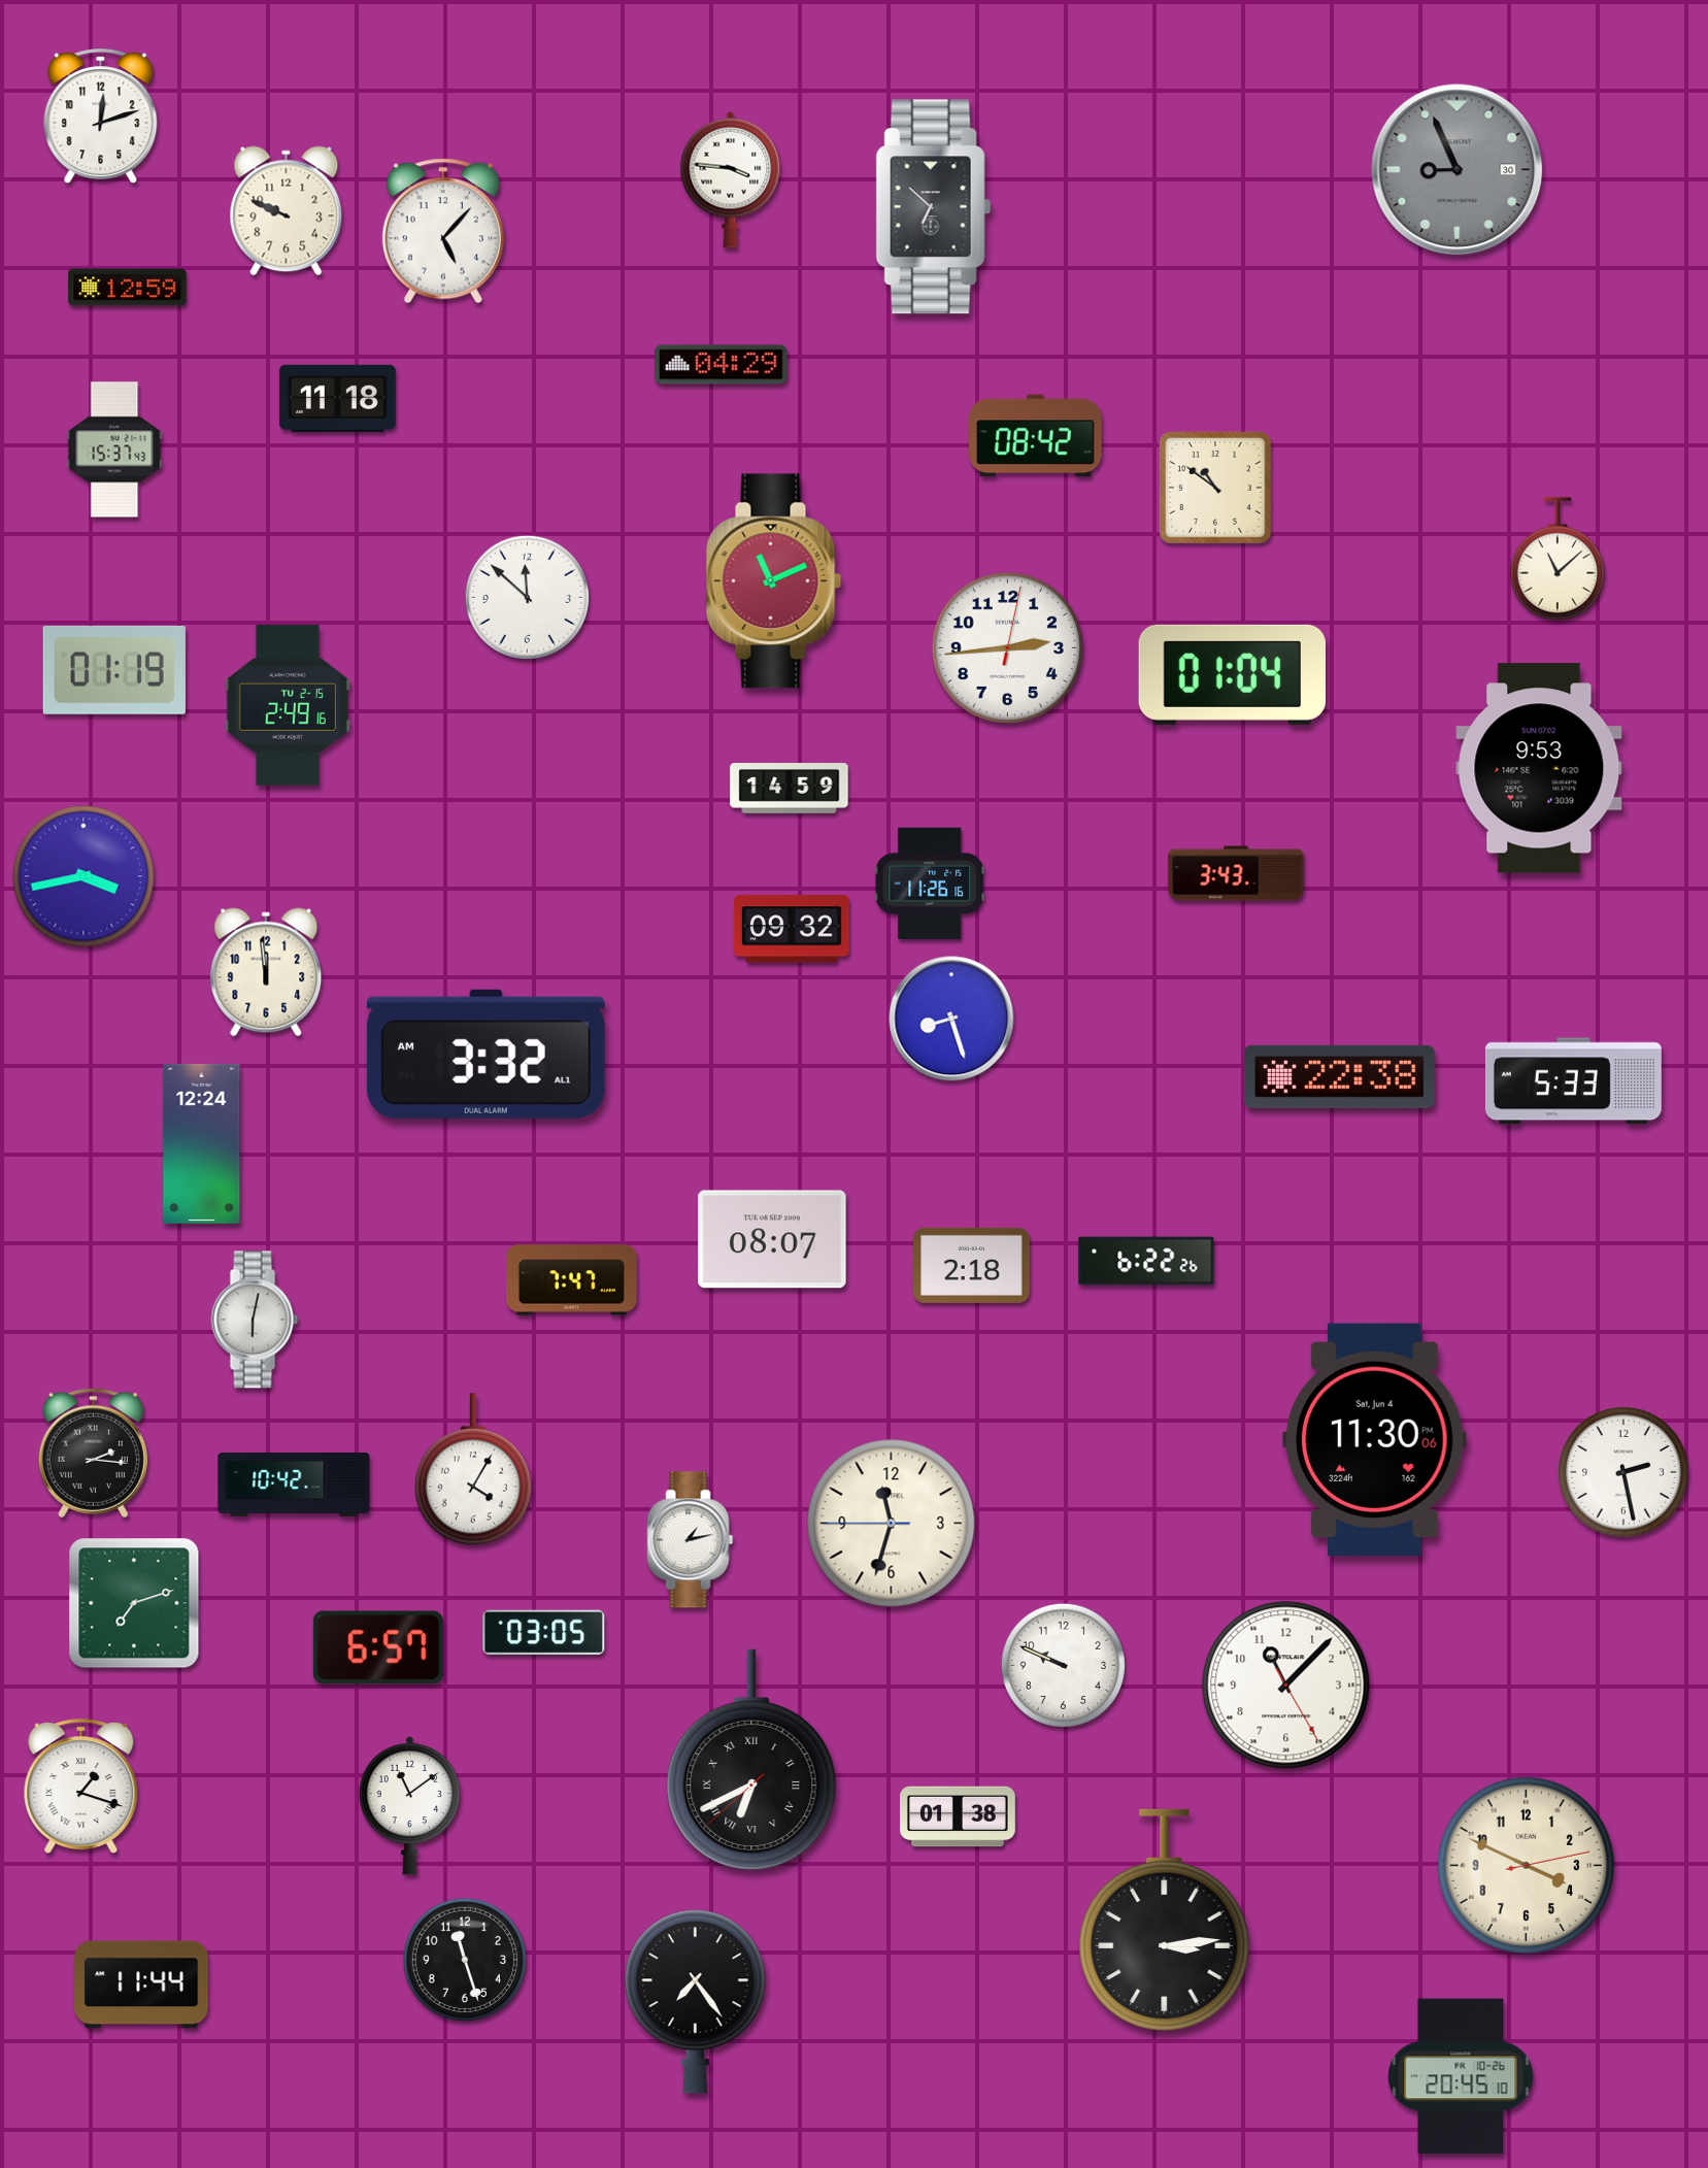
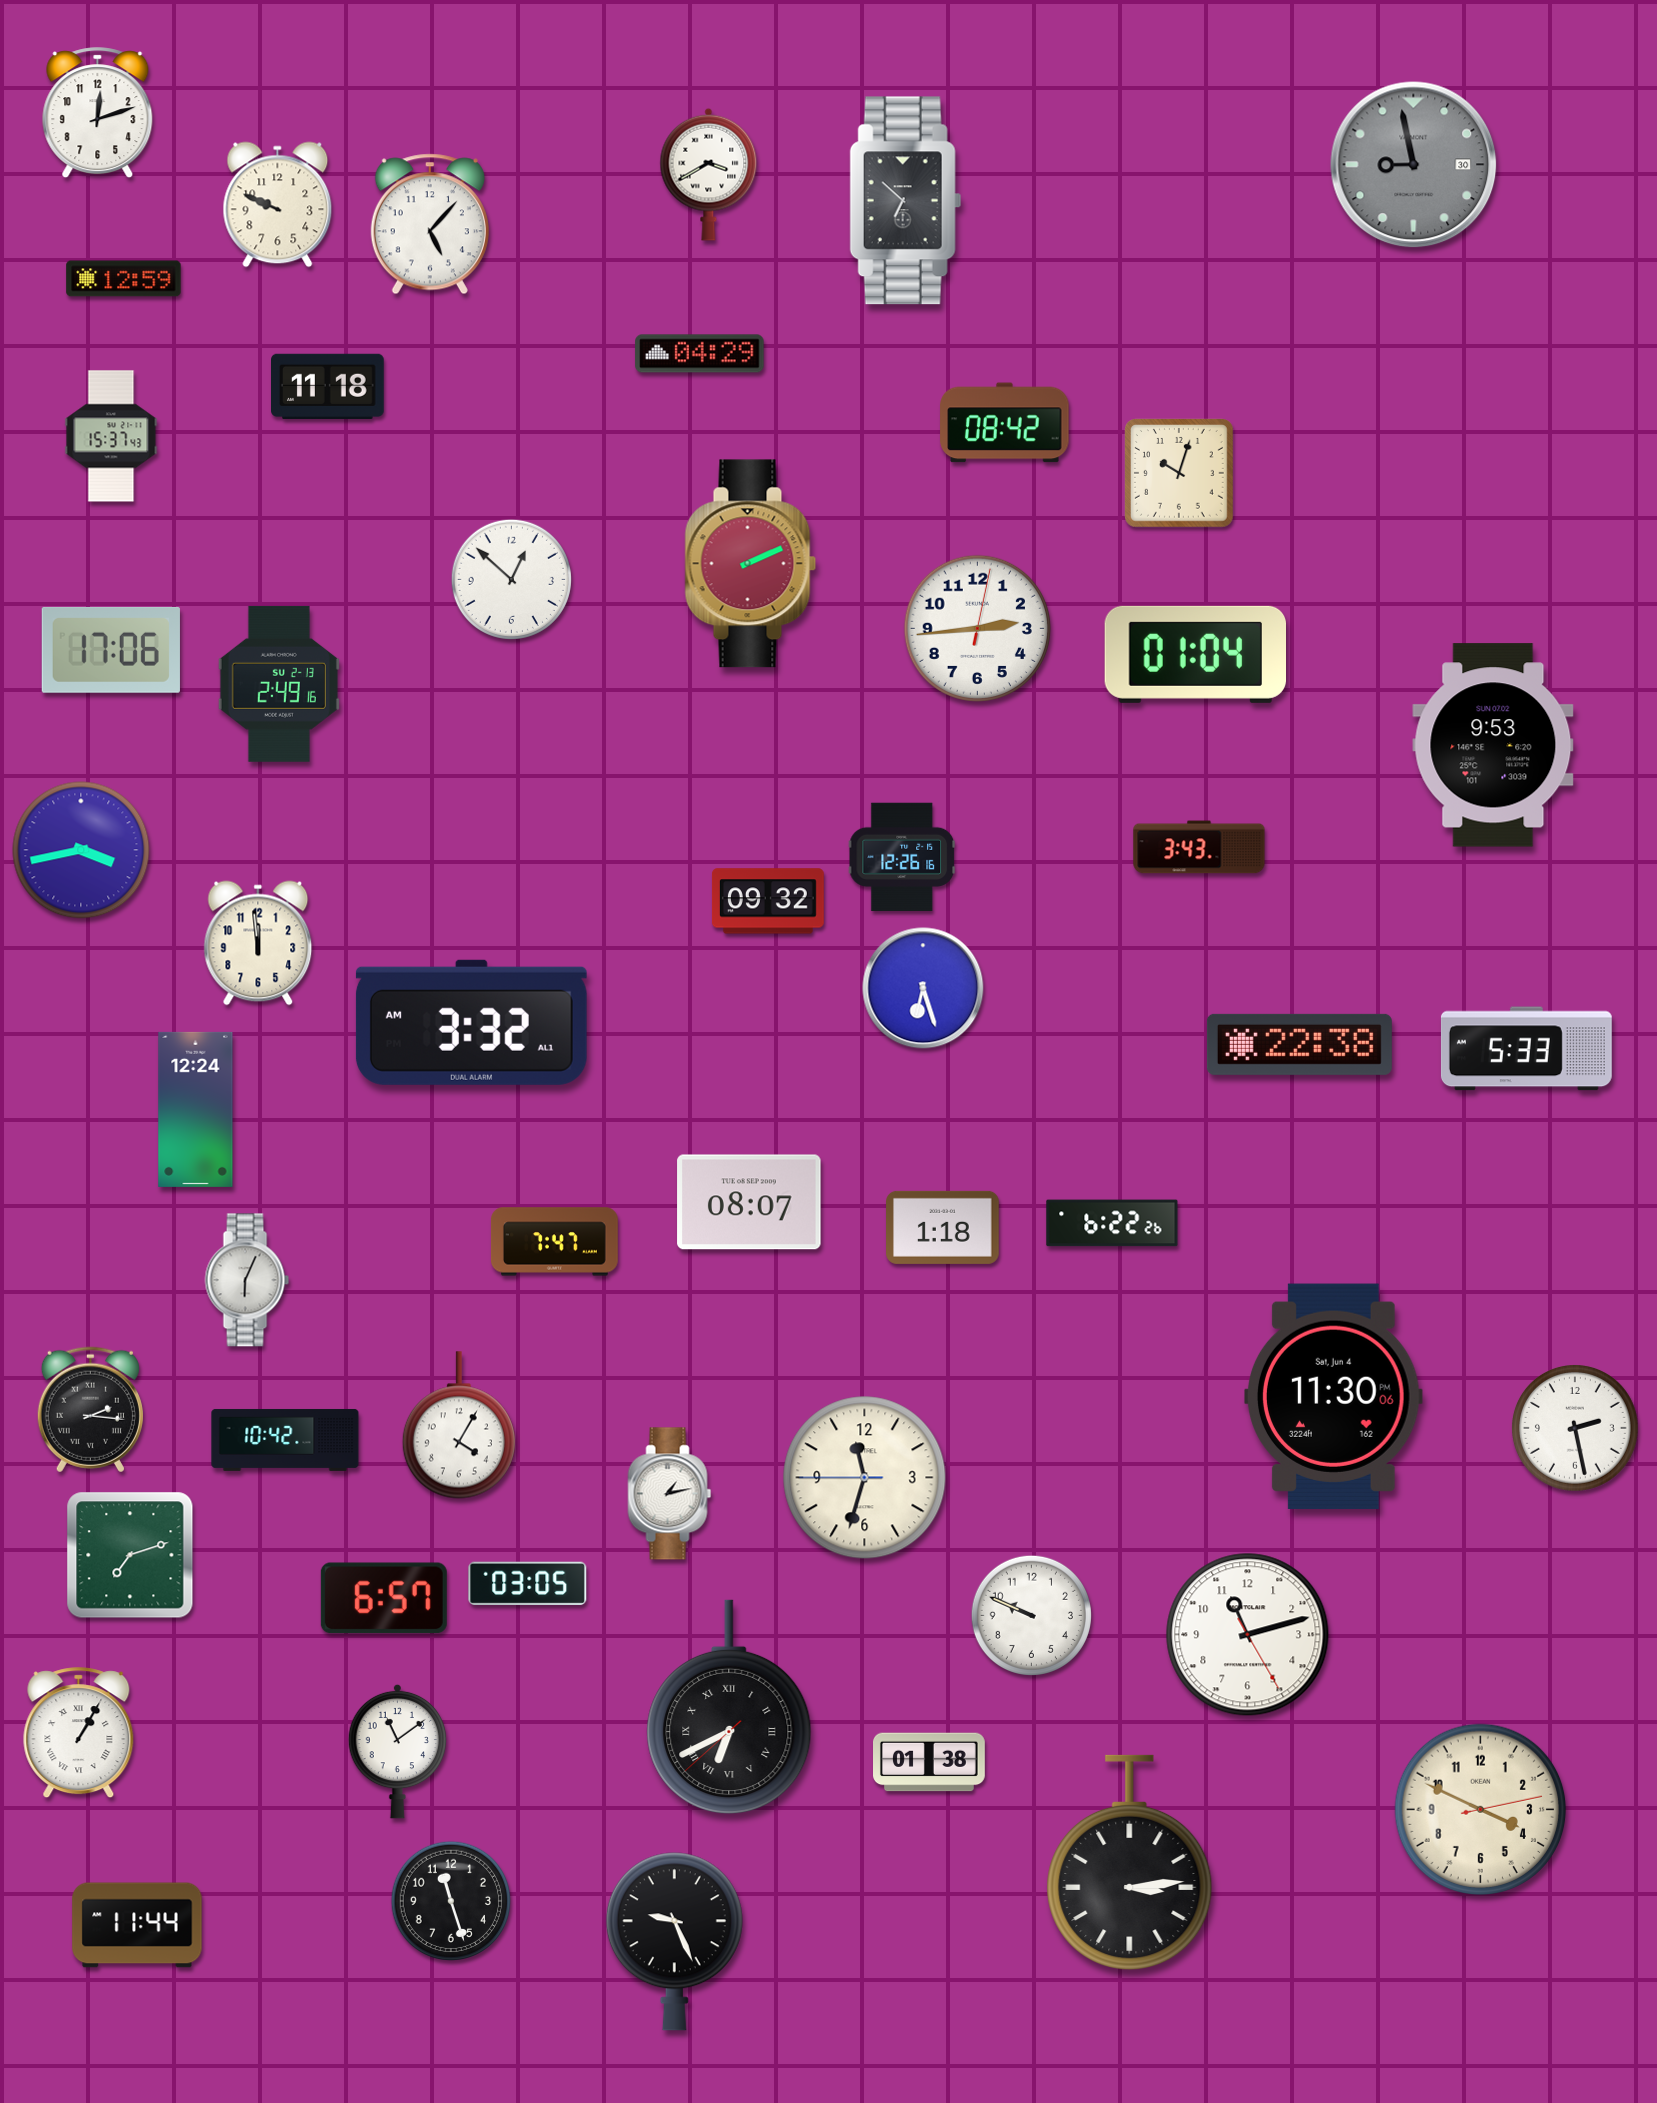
clock at (1458, 170): 8:56 -> 8:58
clock at (731, 179): 3:46 -> 3:40
clock at (1216, 489): 10:51 -> 10:03
clock at (1558, 559): 11:08 -> none
clock at (774, 581): 11:11 -> 2:11
clock at (527, 597): 11:52 -> 12:52
clock at (114, 670): 01:19 -> 17:06
clock at (288, 705) date: TU 2-15 -> SU 2-13
clock at (790, 789): 14:59 -> none
clock at (930, 883): 11:26 -> 12:26
clock at (951, 1019): 8:27 -> 6:27
clock at (972, 1265): 2:18 -> 1:18
clock at (255, 1320): 6:02 -> 6:04
clock at (378, 1647) position: (378, 1647) -> (384, 1598)
clock at (1286, 1686): 11:07 -> 11:12
clock at (81, 1787): 1:18 -> 1:05
clock at (695, 2002): 7:24 -> 9:26
clock at (1461, 2076): 20:45 -> none
